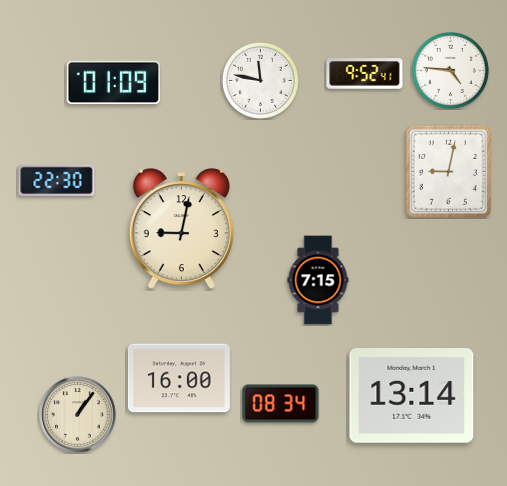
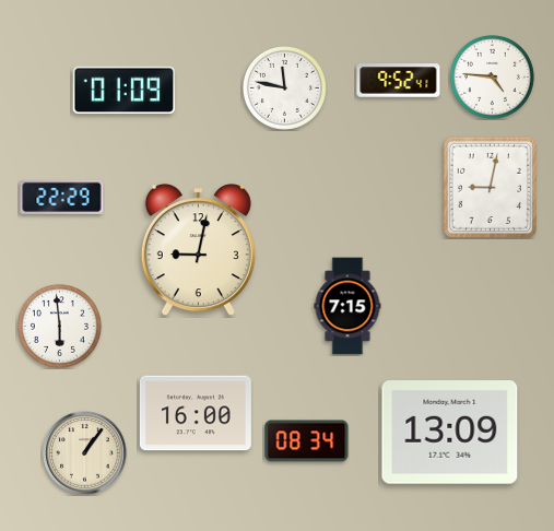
clock at (57, 180): 22:30 -> 22:29
clock at (59, 326): none -> 5:59
clock at (412, 396): 13:14 -> 13:09
